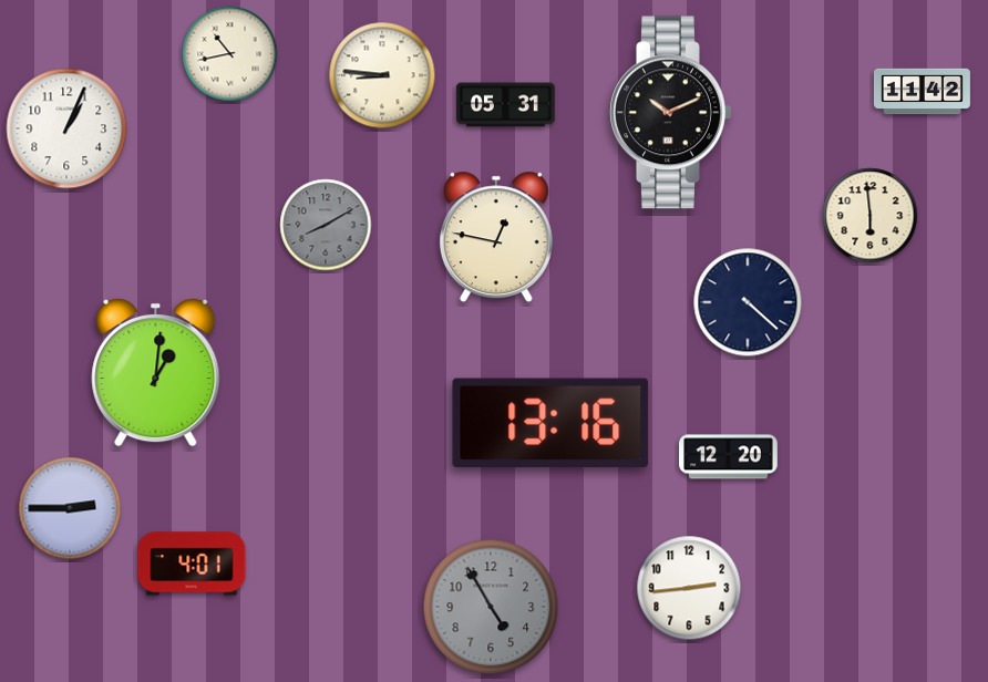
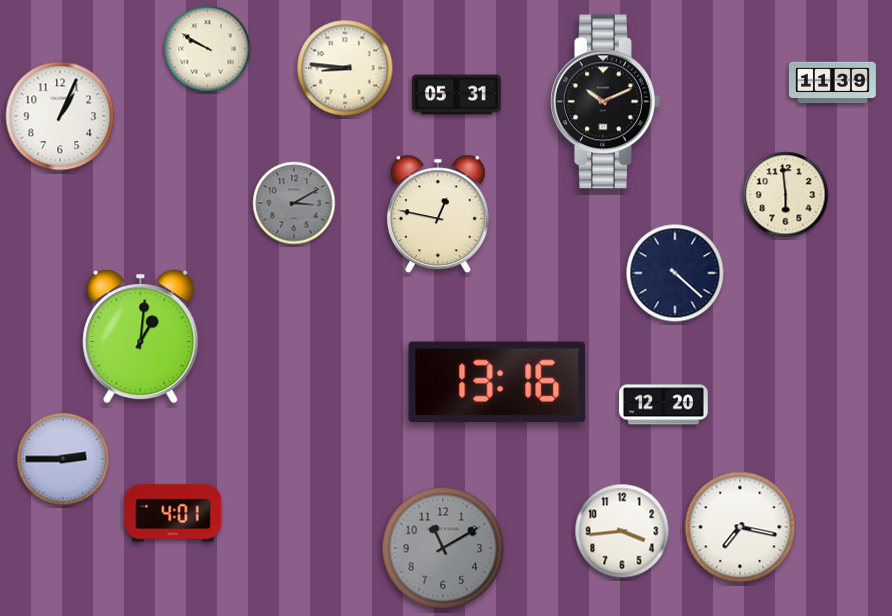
clock at (230, 54): 10:43 -> 9:50
clock at (922, 92): 11:42 -> 11:39
clock at (326, 225): 8:10 -> 3:10
clock at (496, 237) position: (496, 237) -> (438, 214)
clock at (729, 457) position: (729, 457) -> (664, 405)
clock at (192, 564) position: (192, 564) -> (173, 513)
clock at (740, 527): none -> 7:17
clock at (689, 588): 2:44 -> 3:44
clock at (491, 607): 4:55 -> 11:10
